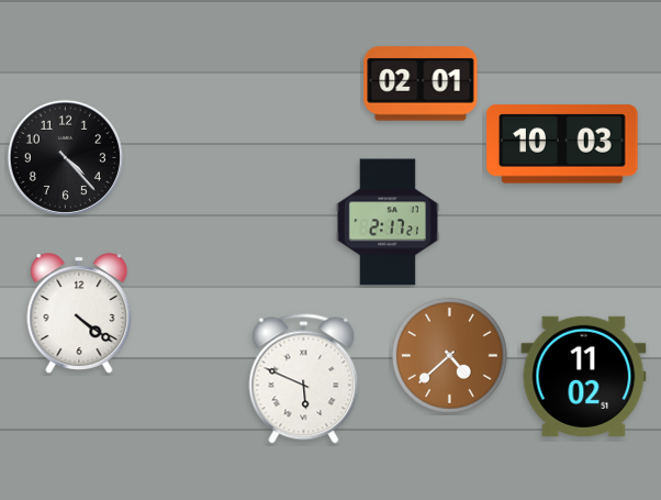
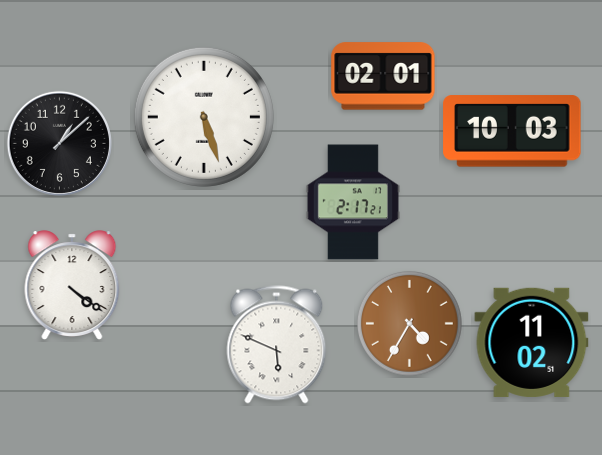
clock at (204, 117): none -> 5:27
clock at (65, 157): 4:23 -> 1:08
clock at (449, 356): 4:38 -> 4:35
